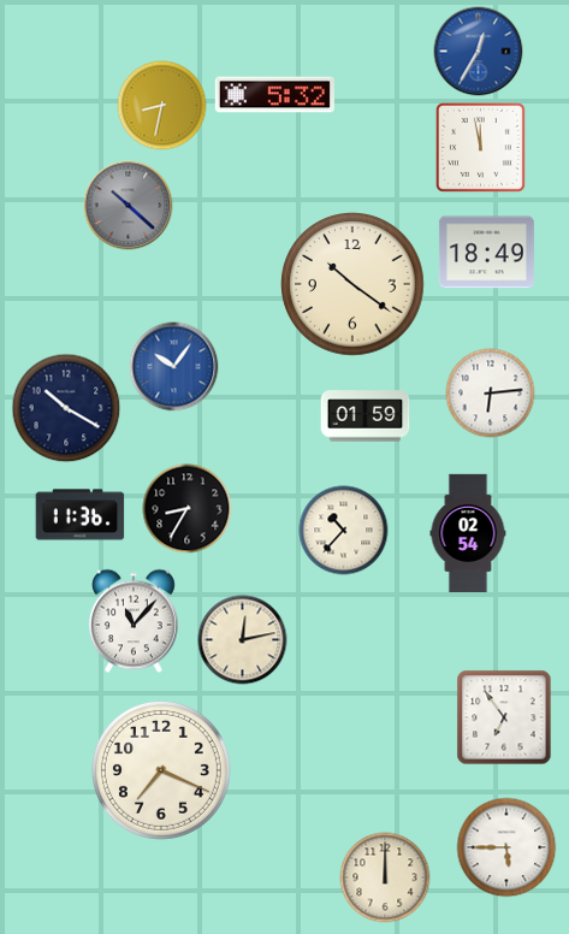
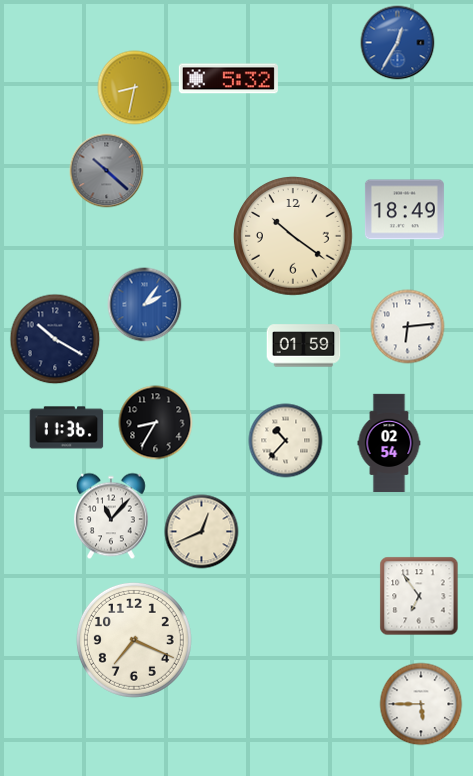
clock at (480, 147): 11:58 -> none
clock at (174, 367): 10:06 -> 2:06
clock at (243, 640): 12:13 -> 12:41
clock at (385, 877): 12:00 -> none
